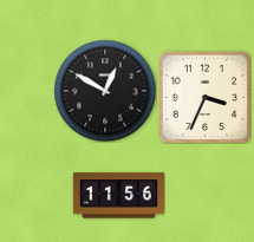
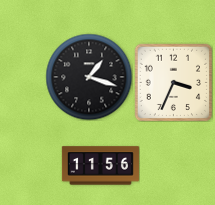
clock at (105, 91): 12:50 -> 1:18
